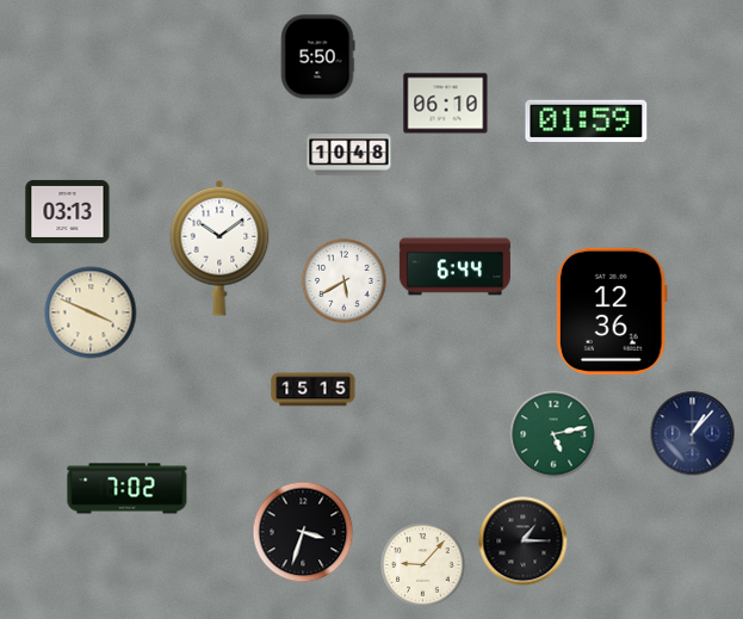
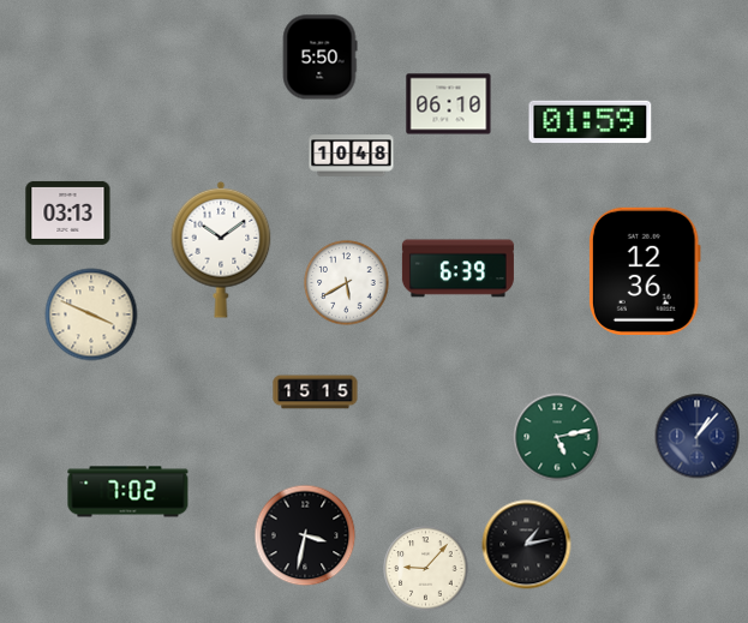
clock at (454, 267): 6:44 -> 6:39
clock at (612, 311) position: (612, 311) -> (645, 271)
clock at (303, 532): 3:33 -> 3:32
clock at (524, 541): 1:15 -> 1:13
